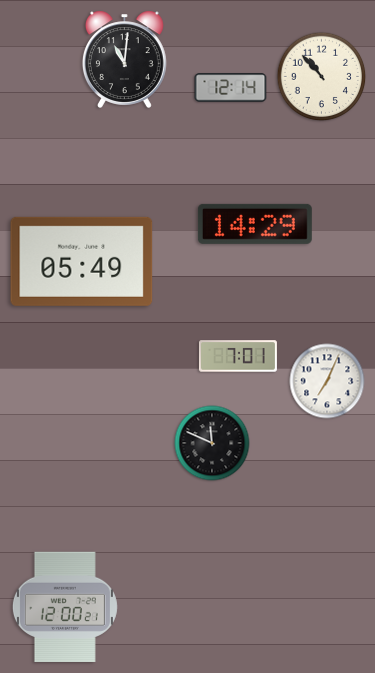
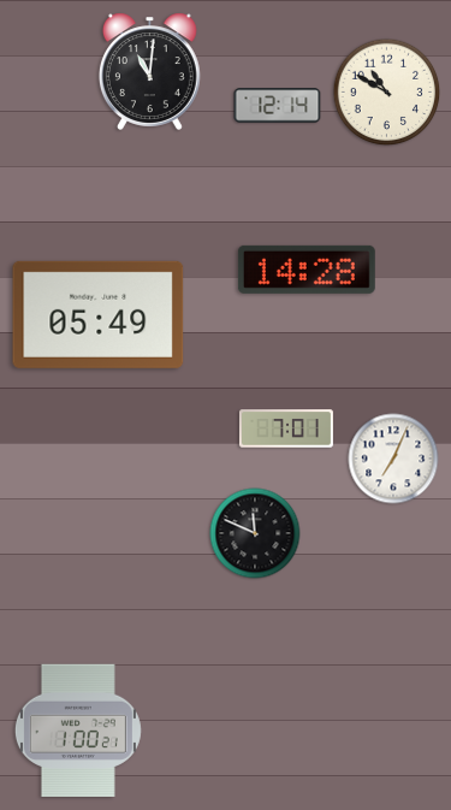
clock at (322, 77): 10:53 -> 10:50
clock at (255, 224): 14:29 -> 14:28
clock at (65, 607): 12:00 -> 1:00
